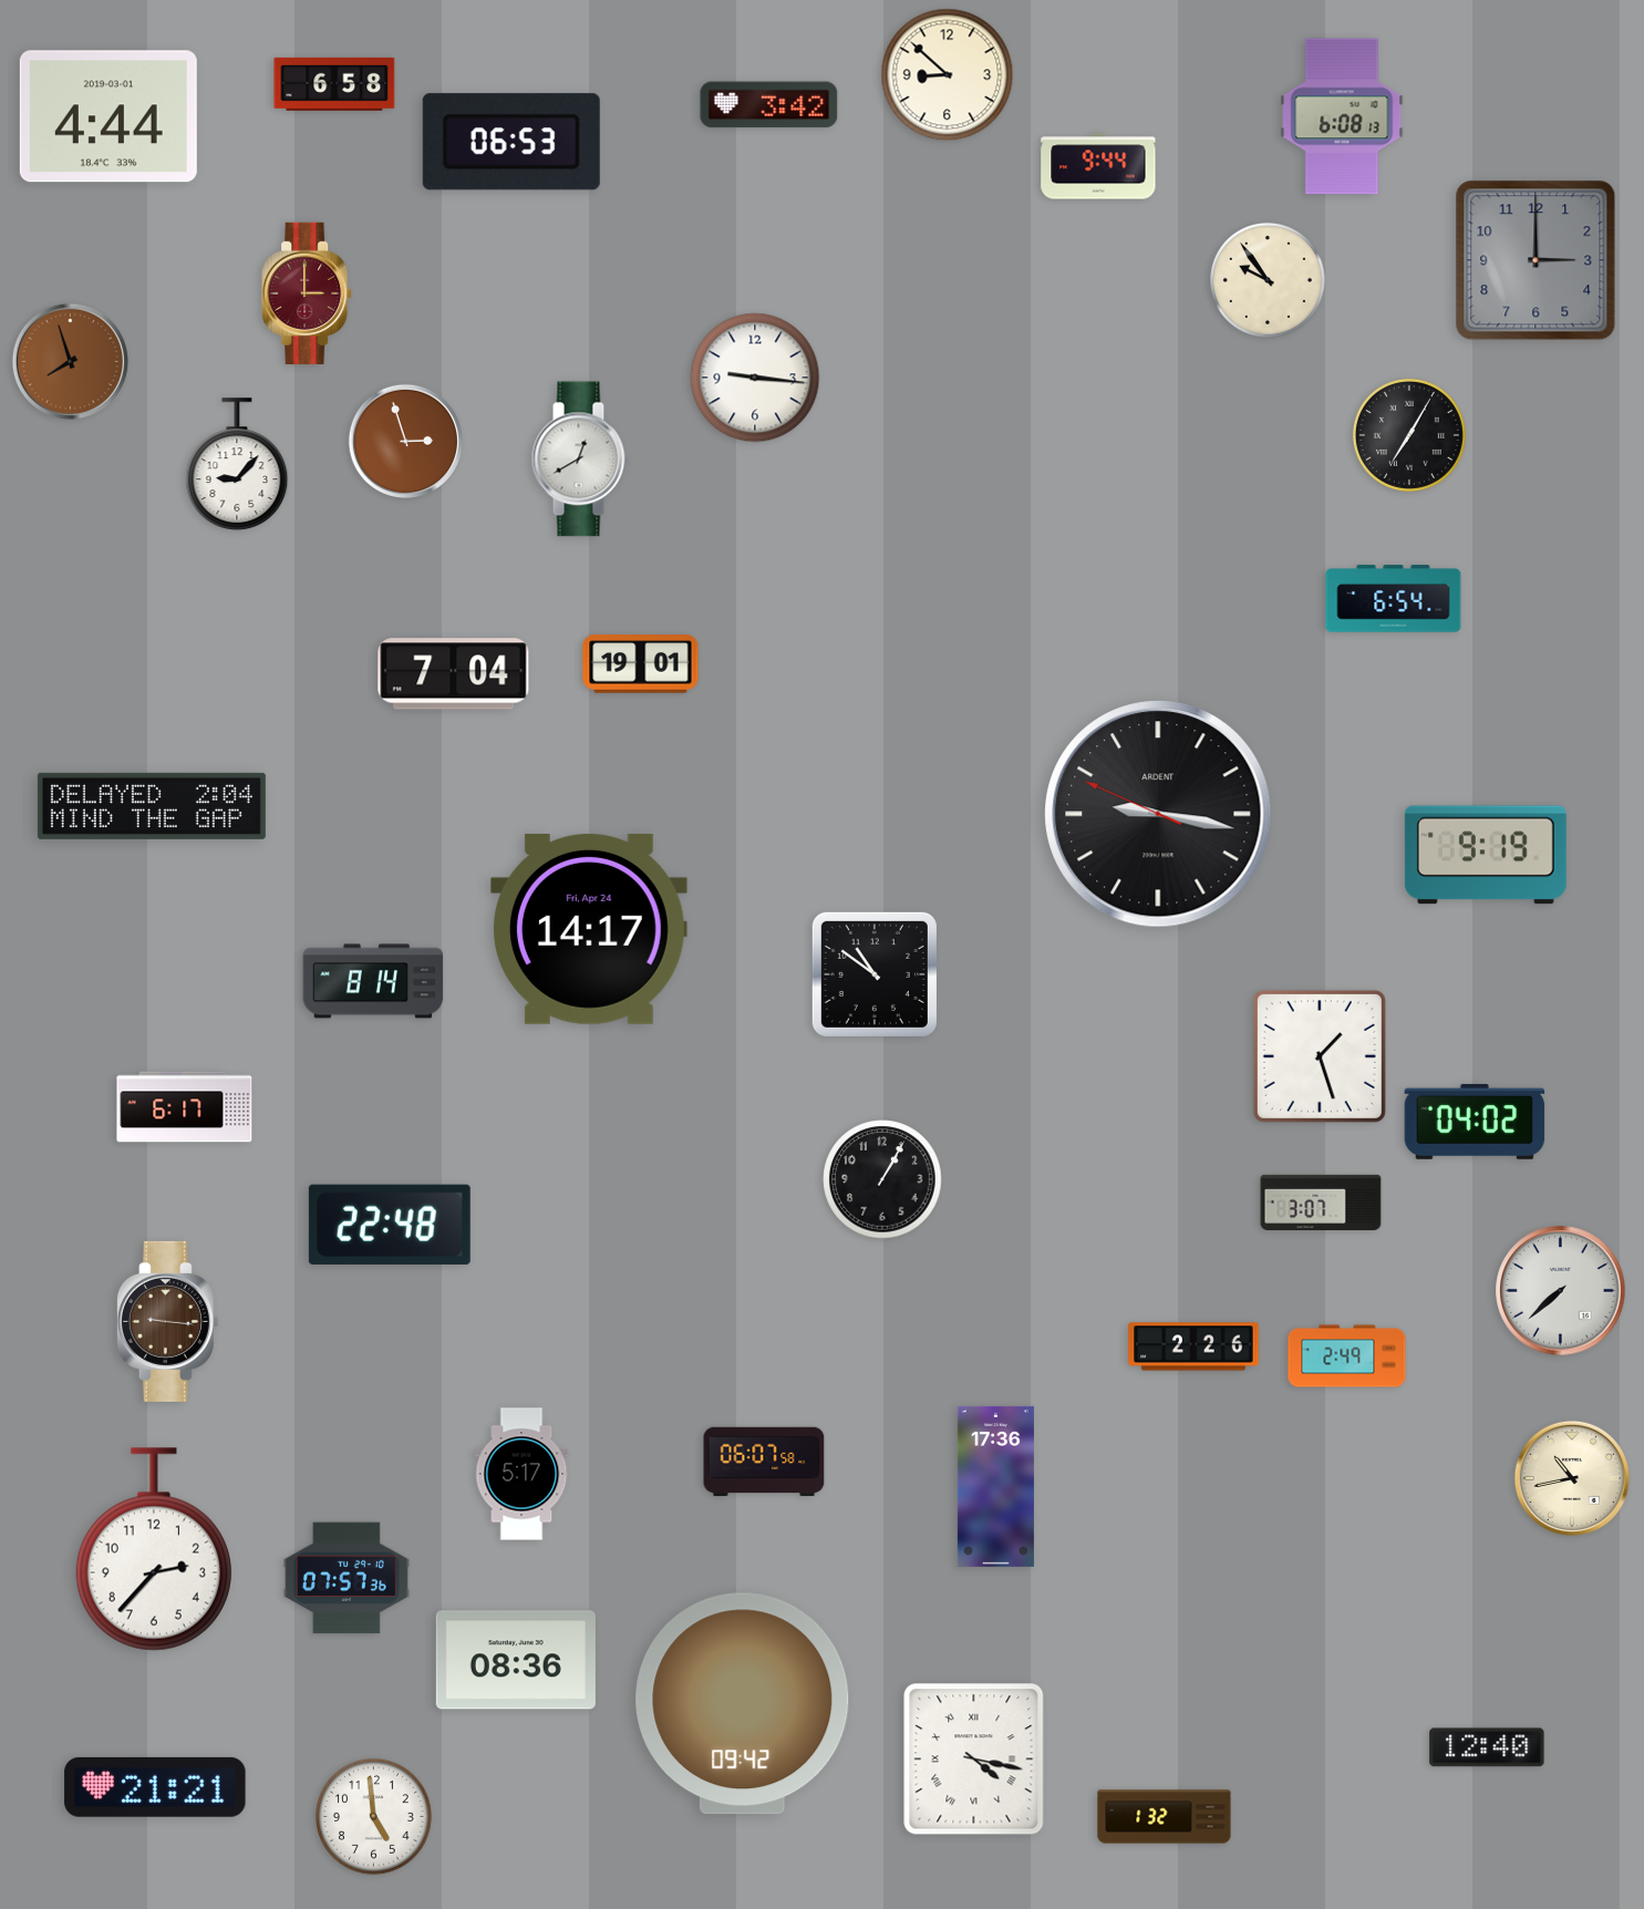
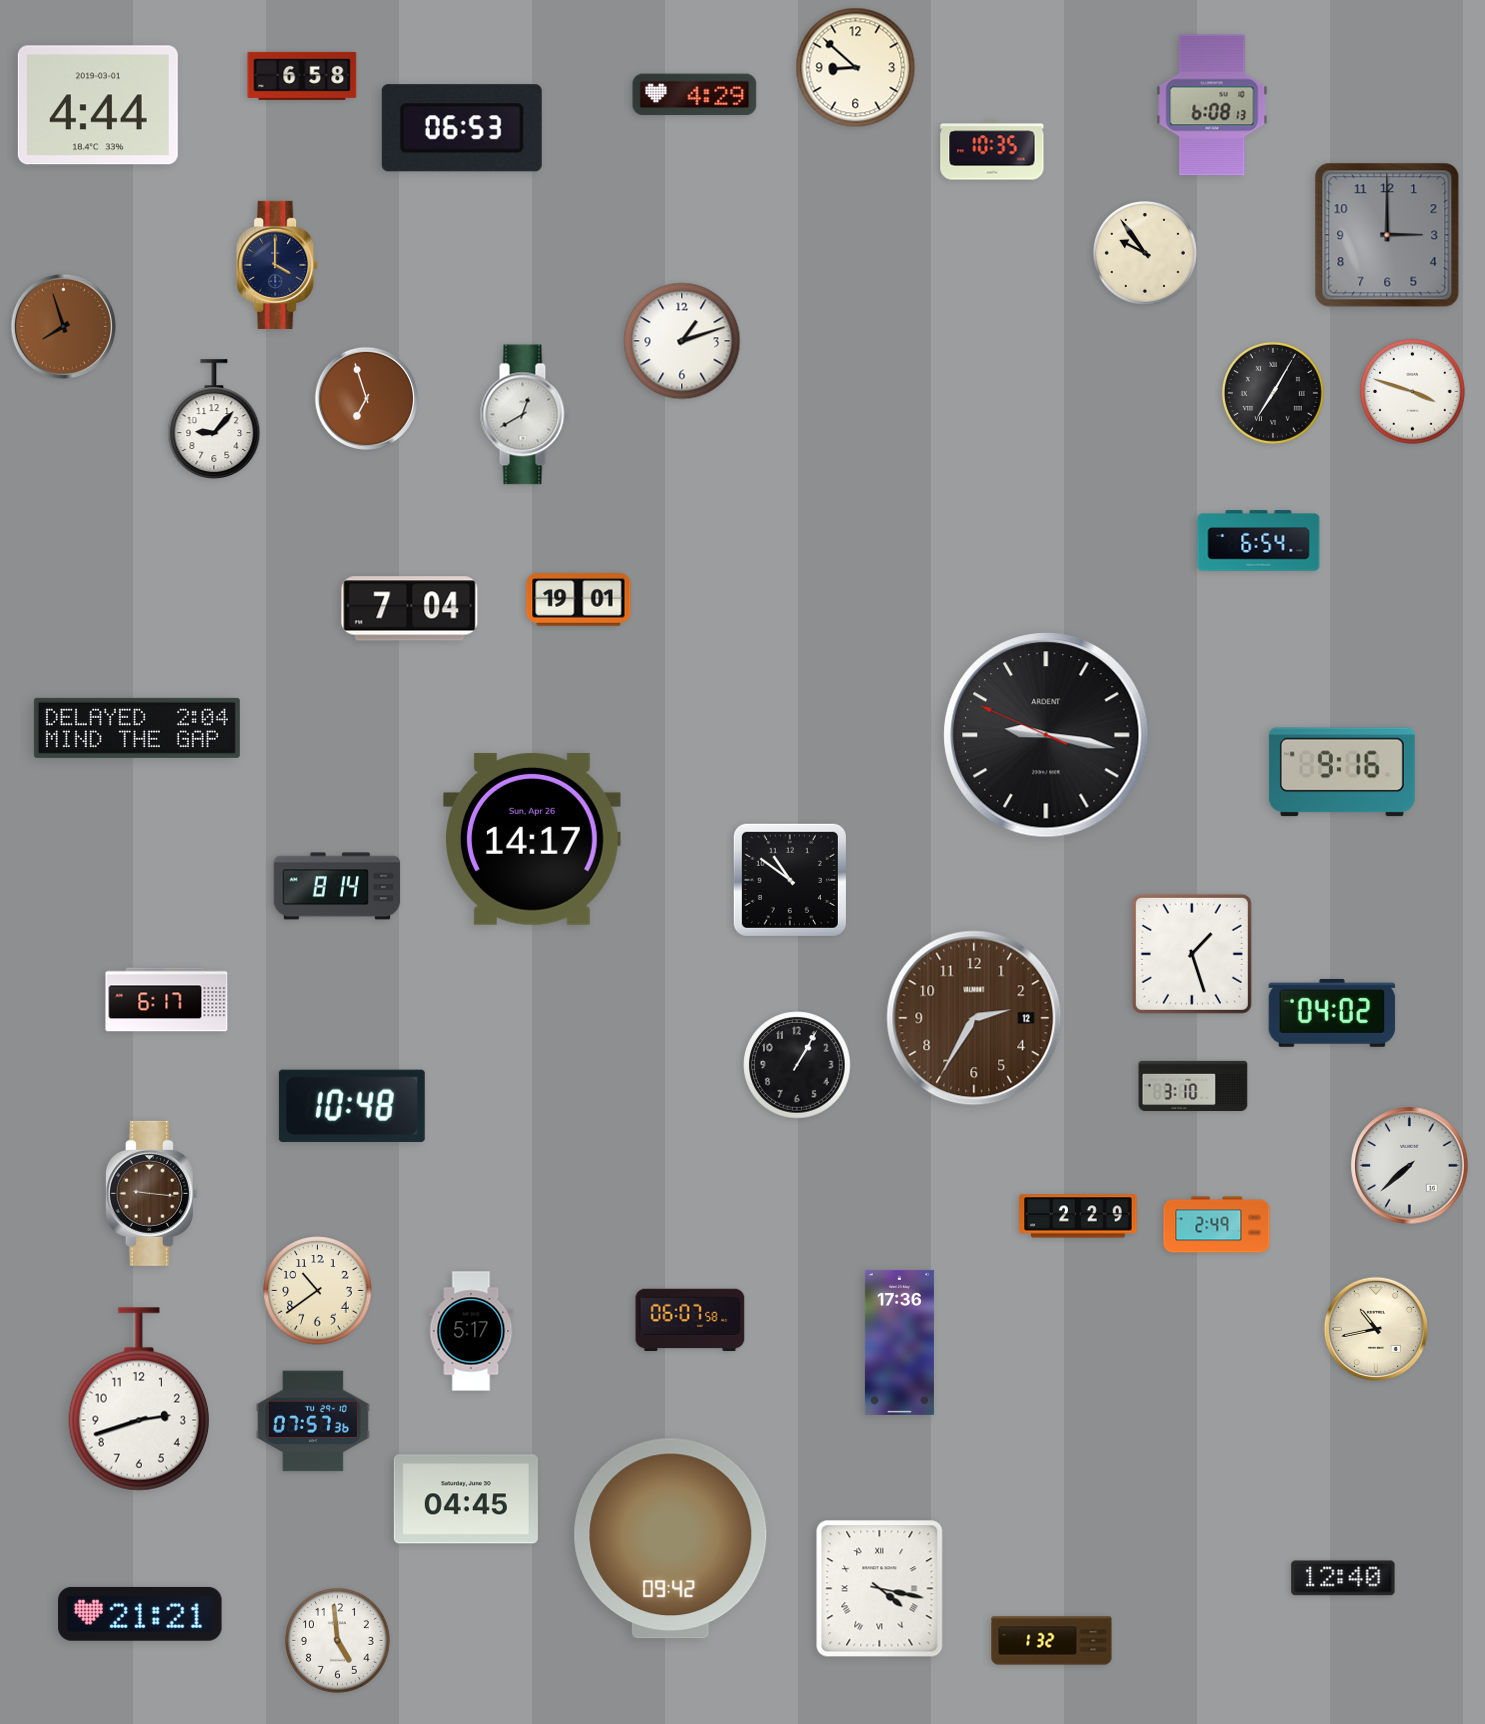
clock at (769, 105): 3:42 -> 4:29
clock at (1098, 166): 9:44 -> 10:35
clock at (307, 293): 3:00 -> 4:00
clock at (307, 293) dial: burgundy -> navy
clock at (755, 378): 9:16 -> 1:12
clock at (1413, 392): none -> 3:48
clock at (405, 441): 2:57 -> 6:57
clock at (1486, 855): 9:19 -> 9:16
clock at (590, 929) date: Fri, Apr 24 -> Sun, Apr 26
clock at (974, 1018): none -> 2:35
clock at (1321, 1201): 3:07 -> 3:10
clock at (390, 1225): 22:48 -> 10:48
clock at (1193, 1346): 2:26 -> 2:29
clock at (318, 1291): none -> 10:39
clock at (1572, 1478) position: (1572, 1478) -> (1376, 1329)
clock at (154, 1549): 2:37 -> 2:42
clock at (347, 1578) position: (347, 1578) -> (313, 1421)
clock at (516, 1660): 08:36 -> 04:45
